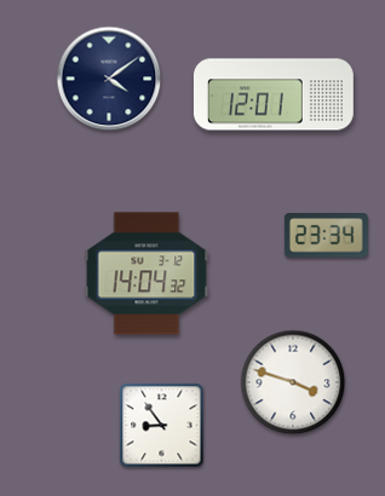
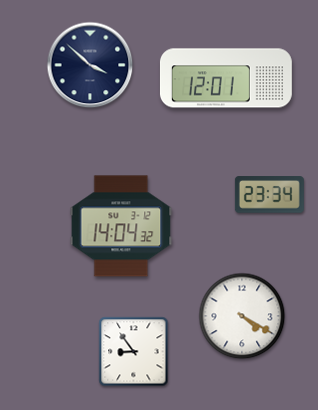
clock at (109, 79): 4:09 -> 3:52
clock at (293, 382): 3:48 -> 4:20
